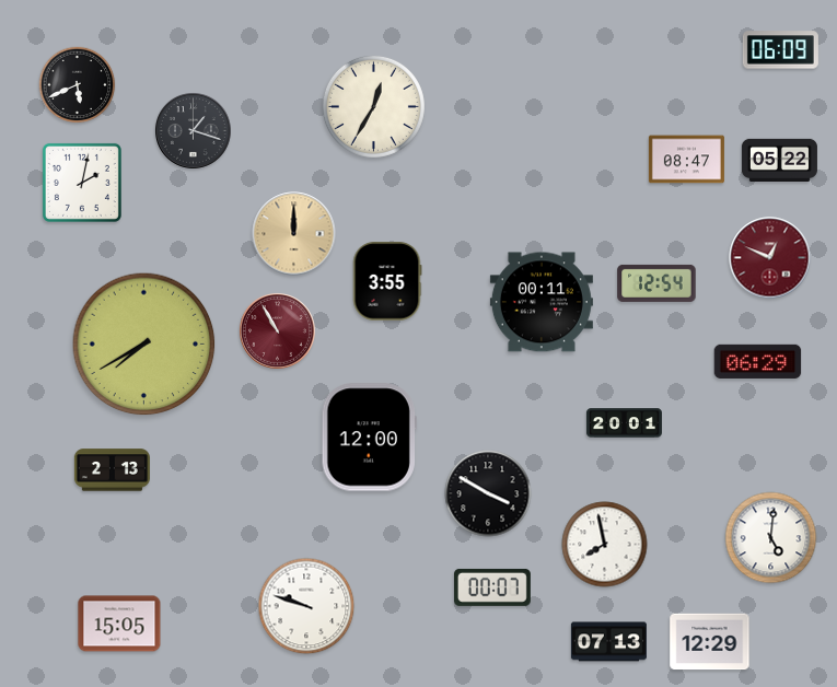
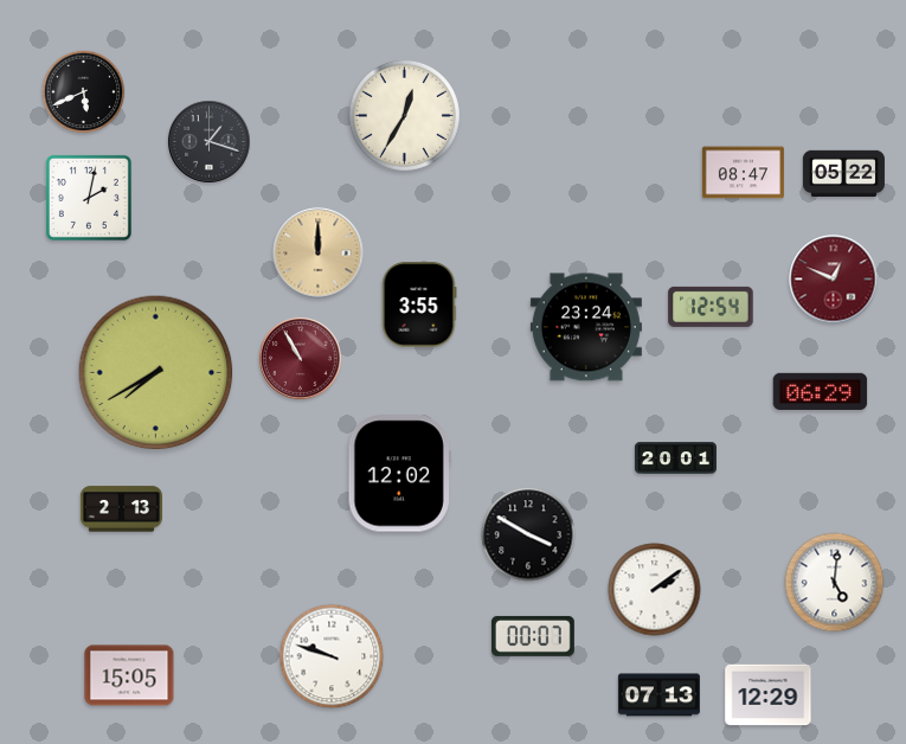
clock at (780, 50): 06:09 -> none
clock at (542, 302): 00:11 -> 23:24
clock at (369, 438): 12:00 -> 12:02
clock at (605, 545): 7:58 -> 2:09
